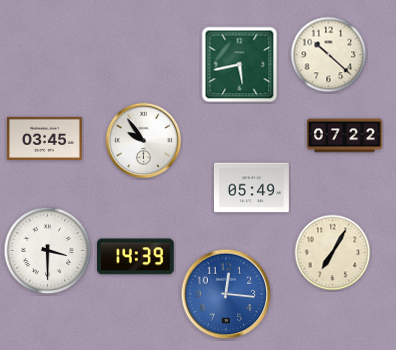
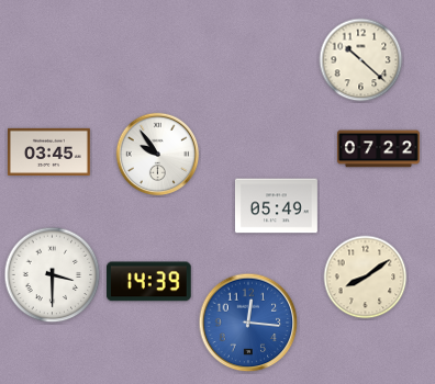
clock at (240, 65): 5:43 -> none
clock at (333, 253): 7:05 -> 8:09
